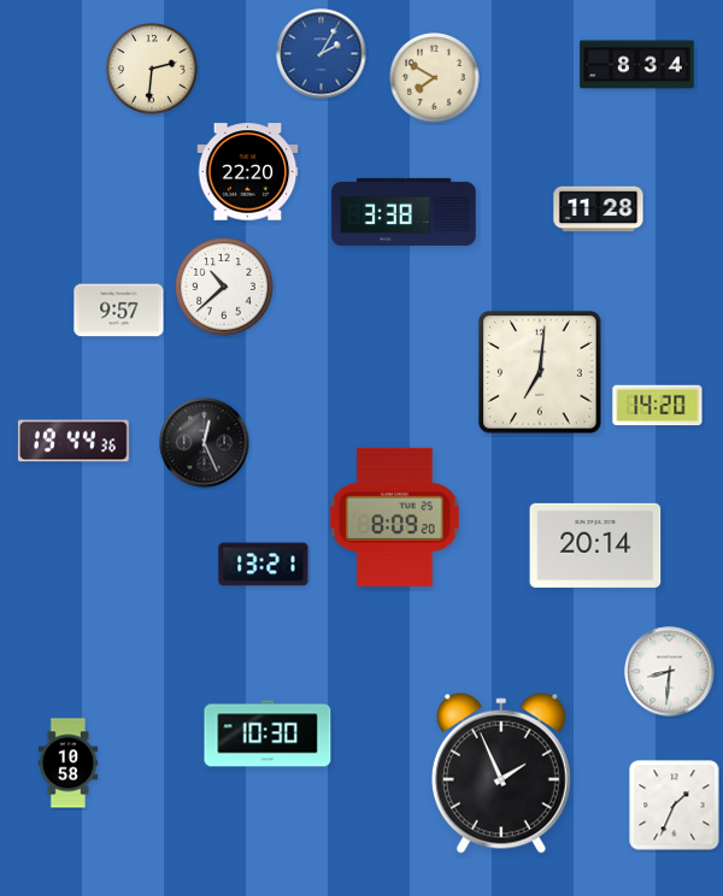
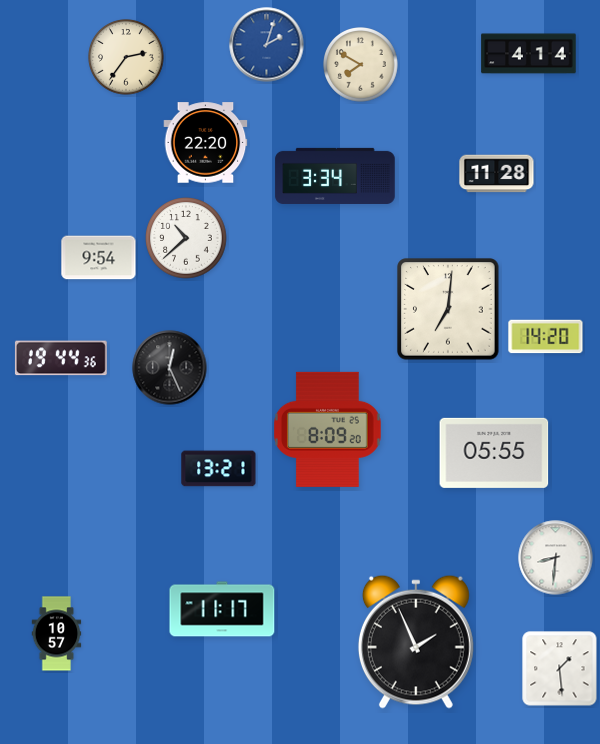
clock at (322, 54): 2:05 -> 2:03
clock at (637, 65): 8:34 -> 4:14
clock at (153, 70): 2:31 -> 2:36
clock at (404, 212): 3:38 -> 3:34
clock at (119, 311): 9:57 -> 9:54
clock at (74, 441) position: (74, 441) -> (61, 358)
clock at (595, 546): 20:14 -> 05:55
clock at (268, 733): 10:30 -> 11:17
clock at (69, 764): 10:58 -> 10:57
clock at (675, 806): 1:34 -> 1:29
